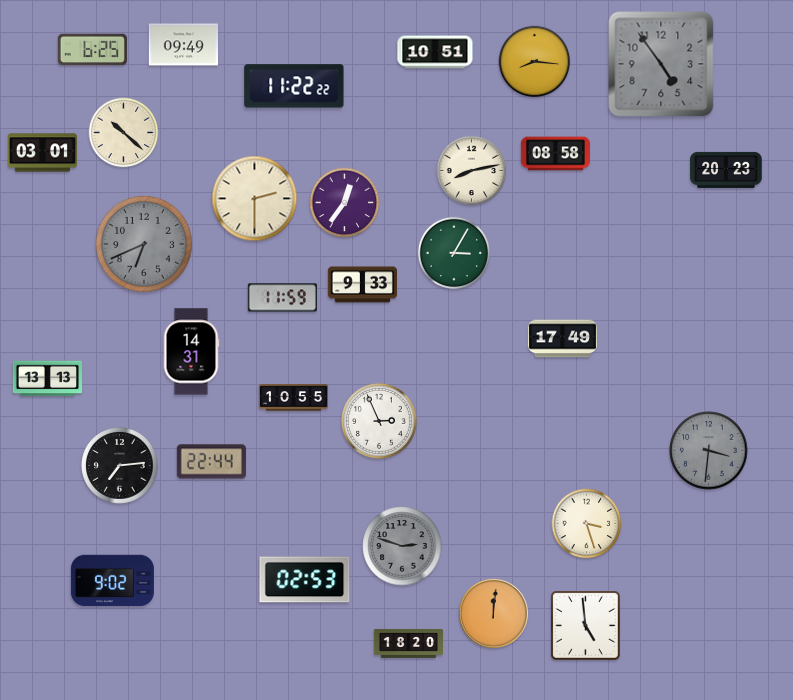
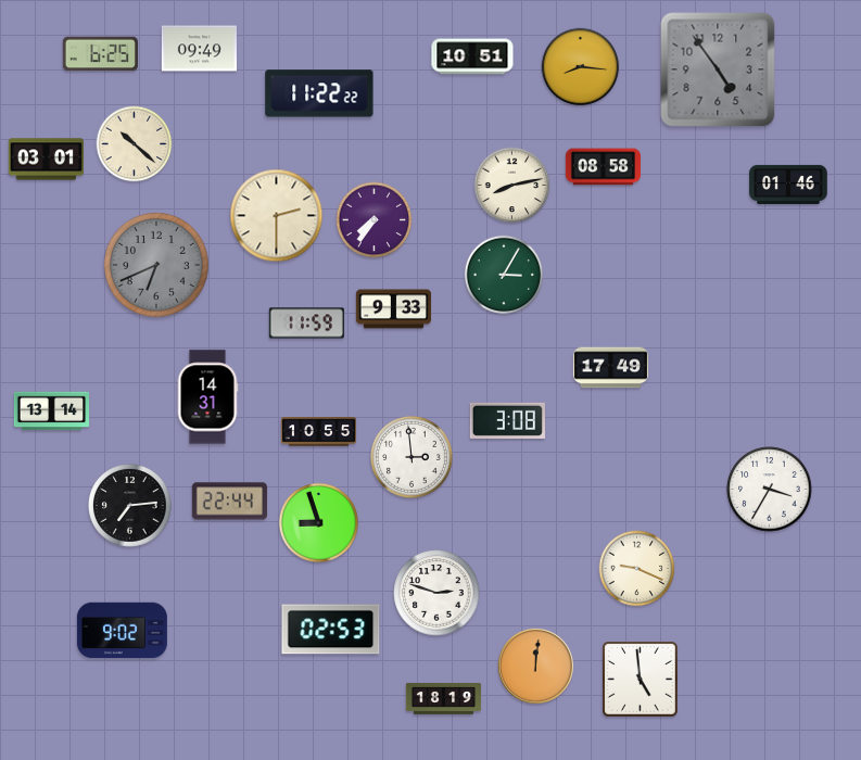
clock at (42, 153) position: (42, 153) -> (46, 160)
clock at (726, 170): 20:23 -> 01:46
clock at (345, 203): 12:36 -> 7:36
clock at (453, 252) position: (453, 252) -> (503, 274)
clock at (191, 352) position: (191, 352) -> (207, 397)
clock at (47, 379): 13:13 -> 13:14
clock at (507, 420): none -> 3:08
clock at (380, 422): 2:56 -> 2:59
clock at (709, 451): 3:31 -> 3:35
clock at (709, 451) dial: grey -> white
clock at (318, 522): none -> 8:57
clock at (587, 524): 3:27 -> 9:19
clock at (402, 546) dial: grey -> white
clock at (586, 626) position: (586, 626) -> (641, 680)
clock at (408, 643): 18:20 -> 18:19
